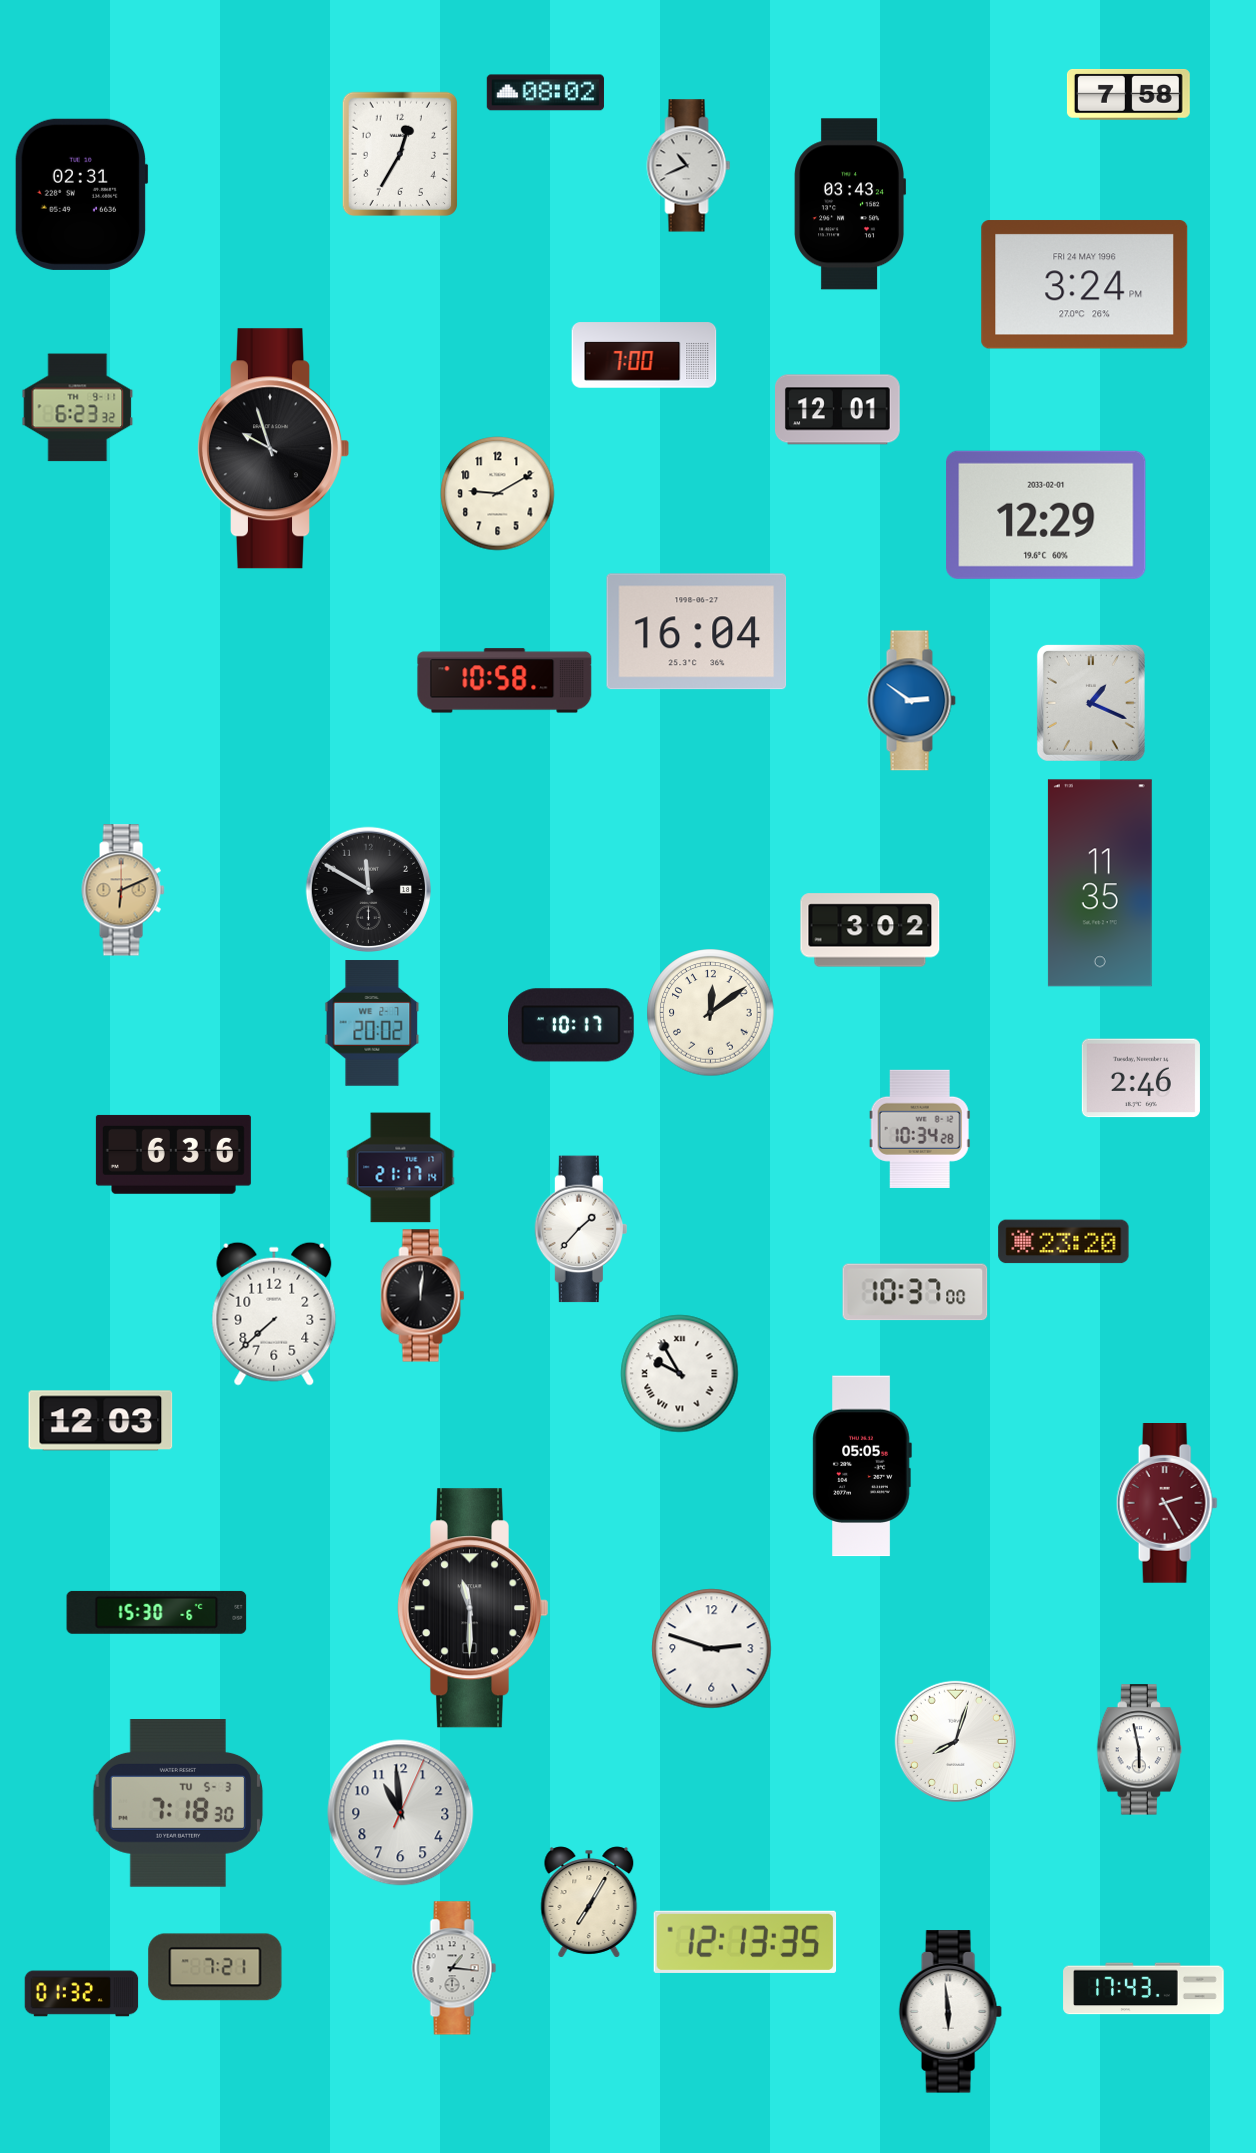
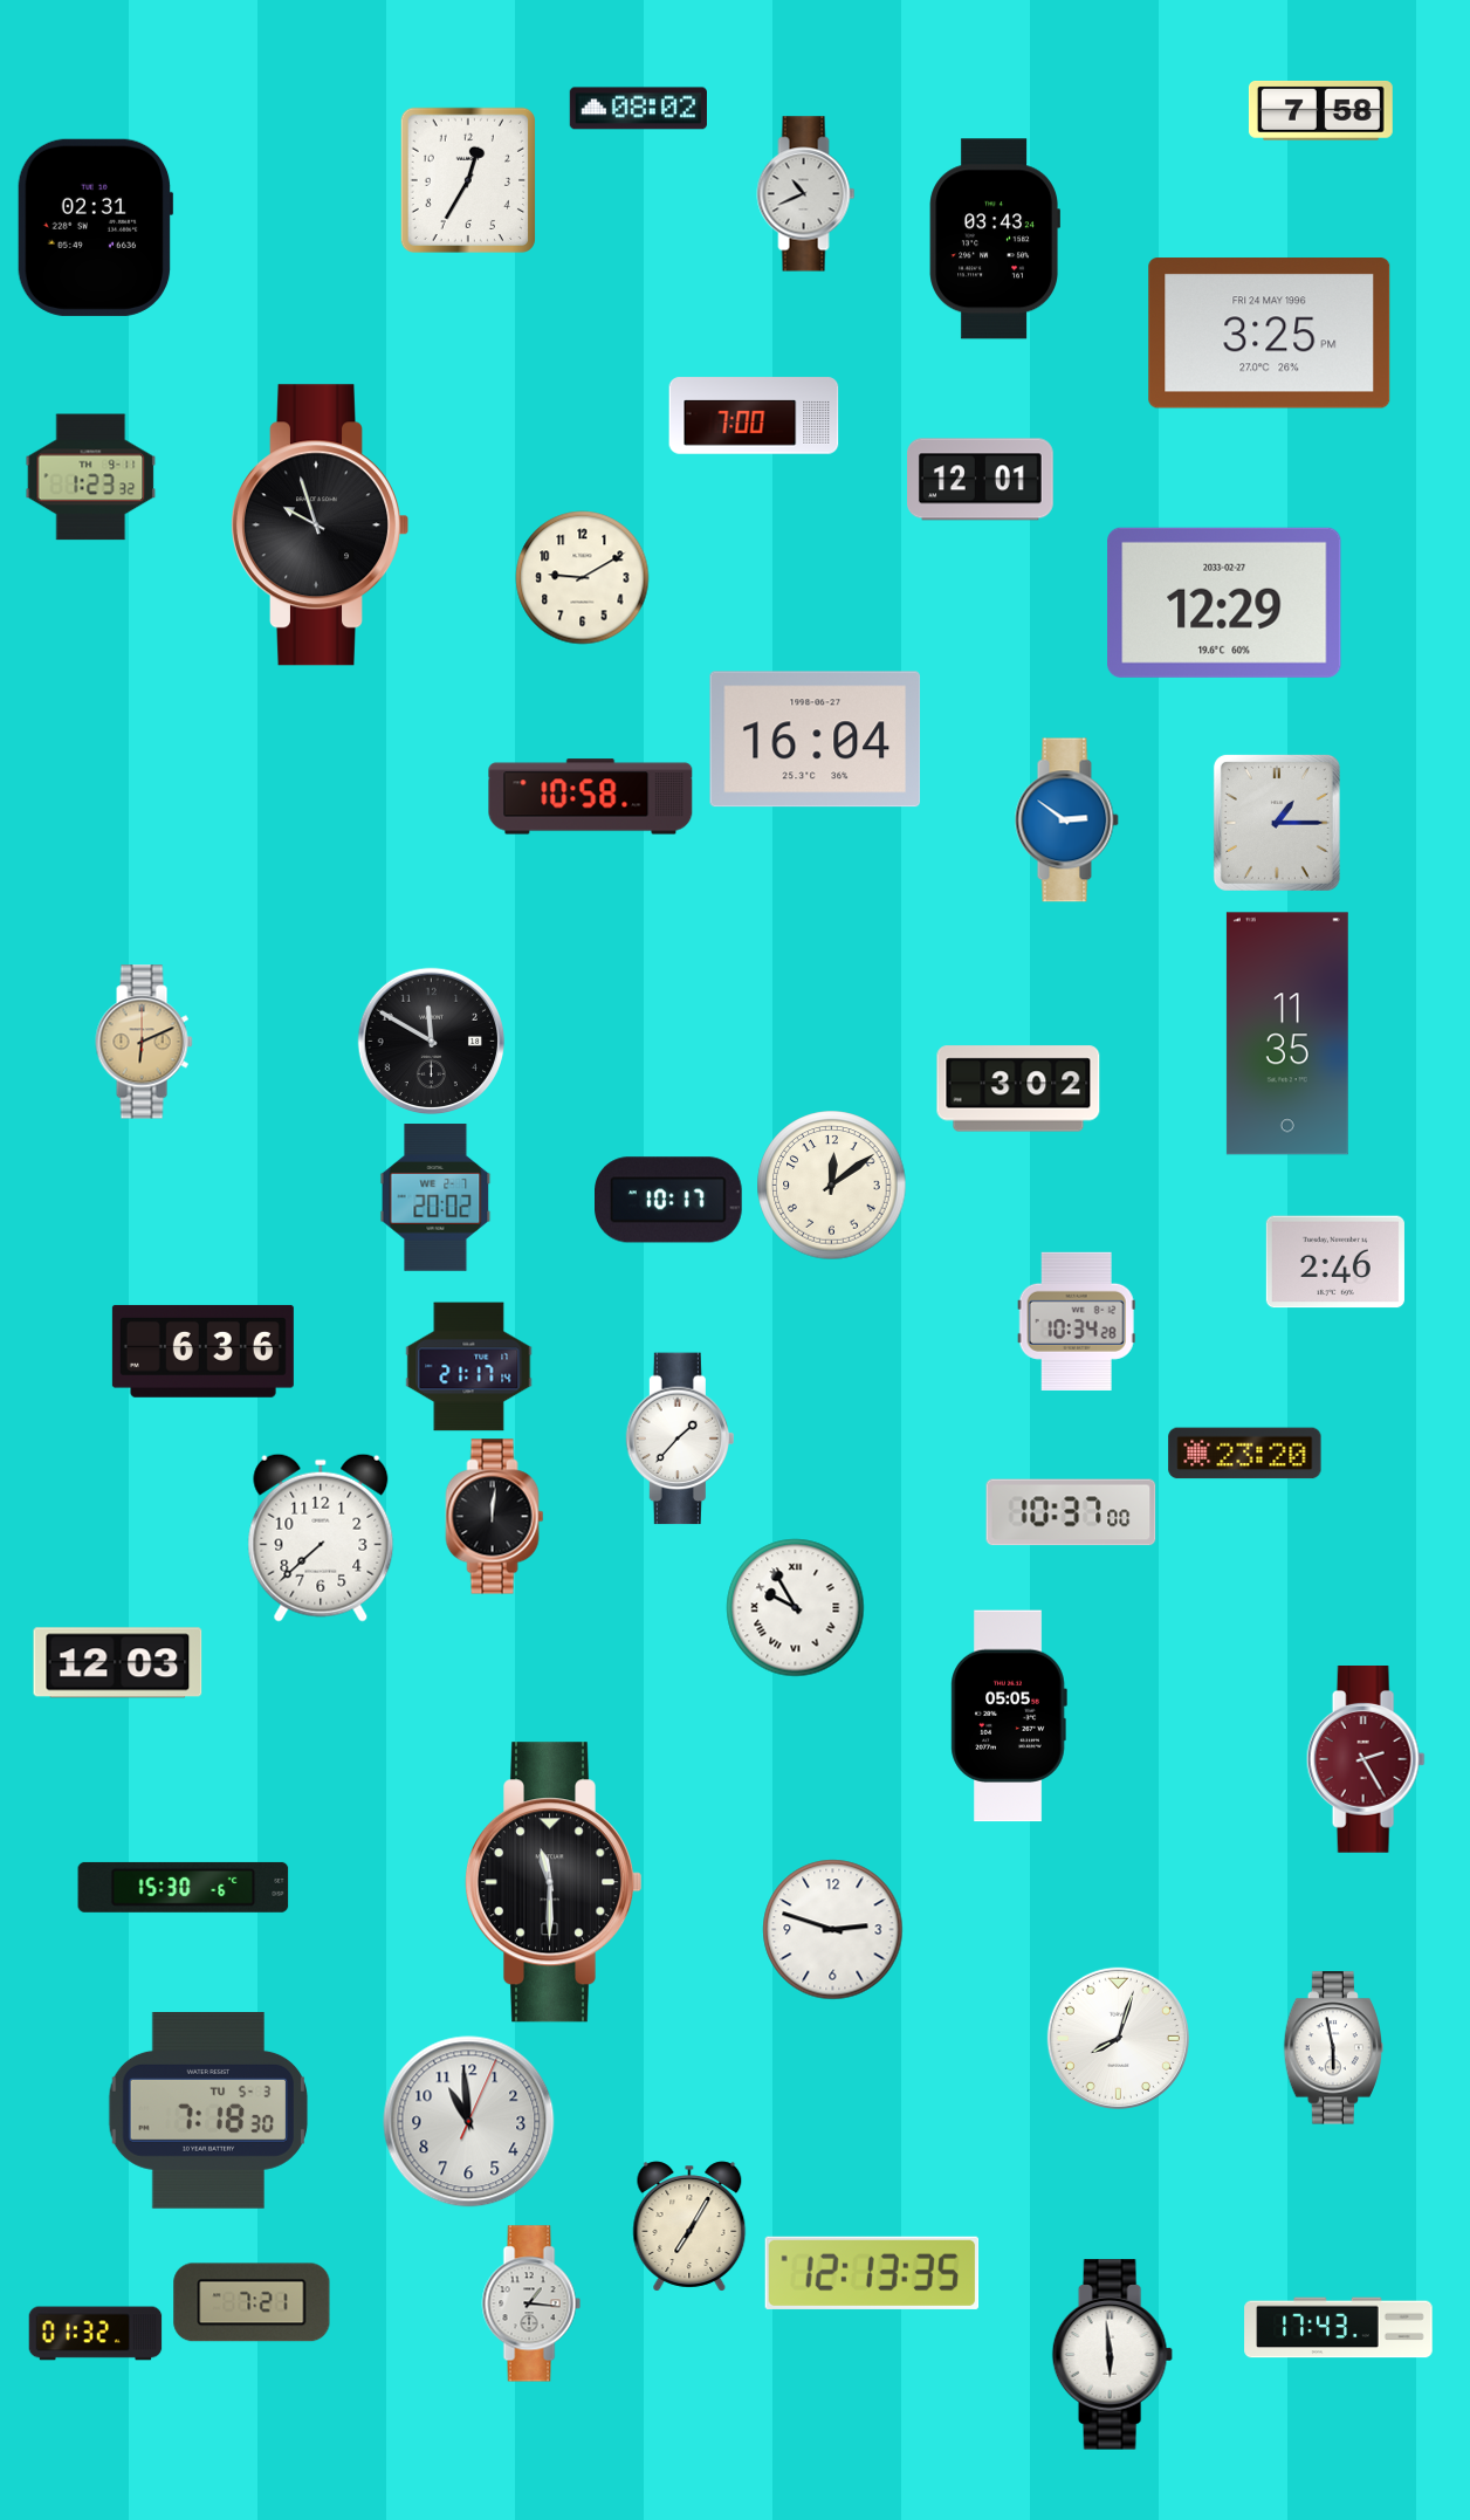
clock at (1085, 285): 3:24 -> 3:25
clock at (78, 408): 6:23 -> 1:23
clock at (1046, 515) date: 2033-02-01 -> 2033-02-27
clock at (1091, 703): 1:19 -> 1:15
